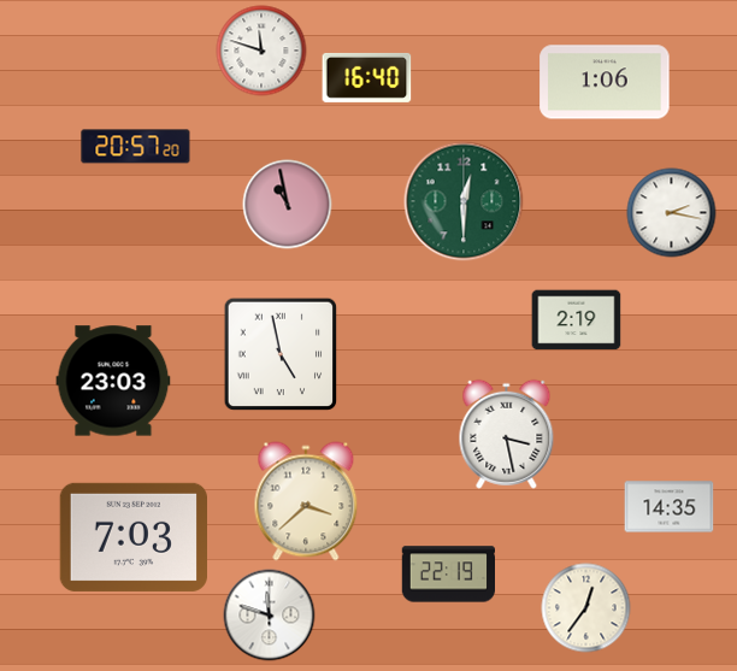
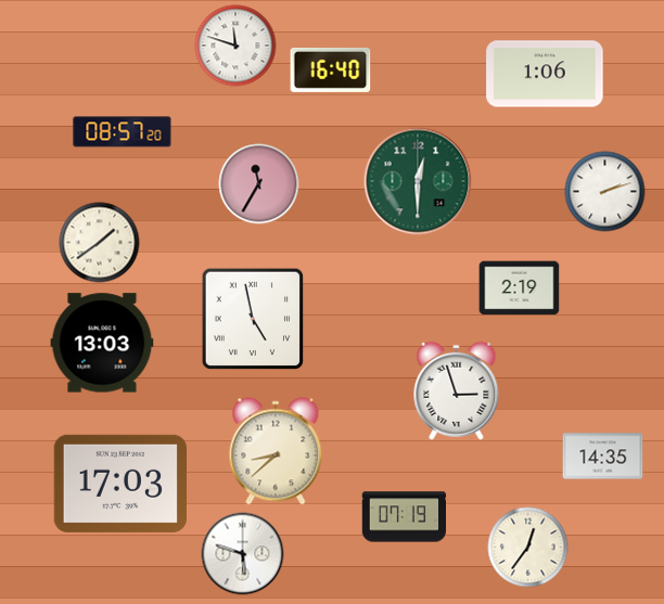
clock at (136, 147): 20:57 -> 08:57
clock at (288, 205): 10:58 -> 11:35
clock at (672, 213): 2:17 -> 2:12
clock at (100, 243): none -> 1:39
clock at (113, 381): 23:03 -> 13:03
clock at (507, 434): 3:28 -> 2:57
clock at (306, 501): 3:38 -> 8:38
clock at (132, 537): 7:03 -> 17:03
clock at (448, 575): 22:19 -> 07:19
clock at (270, 616): 11:48 -> 5:48
